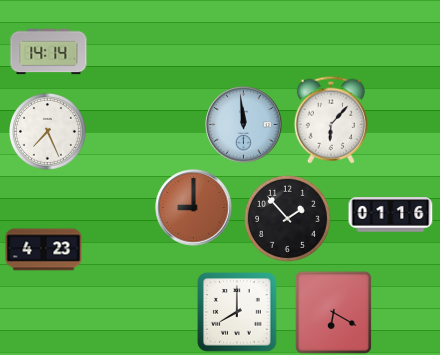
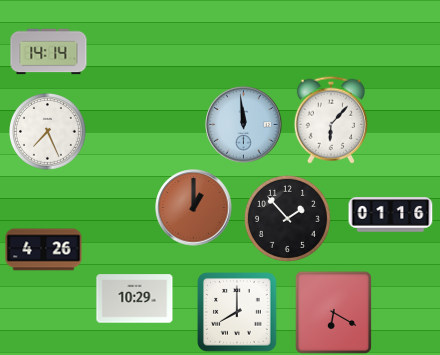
clock at (194, 208): 9:00 -> 1:00
clock at (44, 250): 4:23 -> 4:26
clock at (135, 299): none -> 10:29
